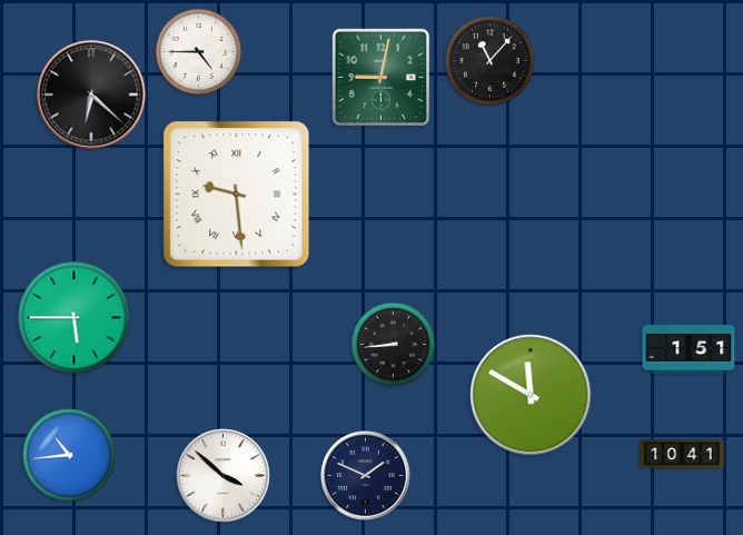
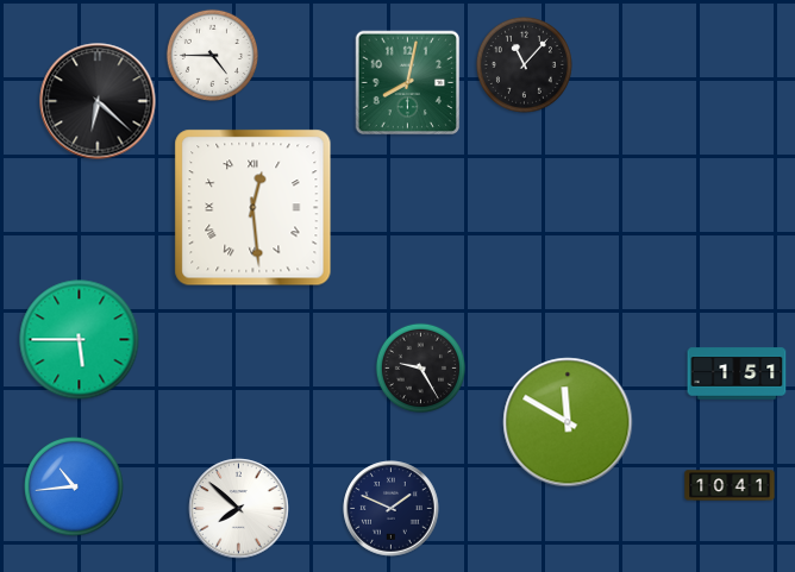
clock at (382, 78): 9:02 -> 8:02
clock at (237, 195): 9:29 -> 12:29
clock at (393, 344): 8:44 -> 9:25
clock at (224, 476): 3:52 -> 7:52
